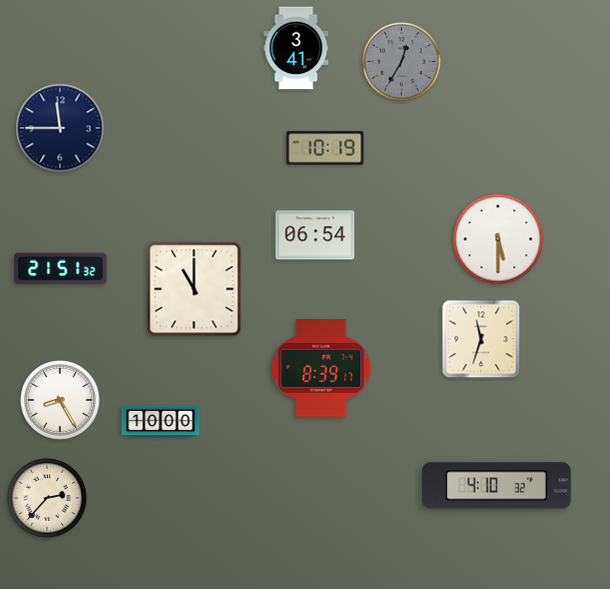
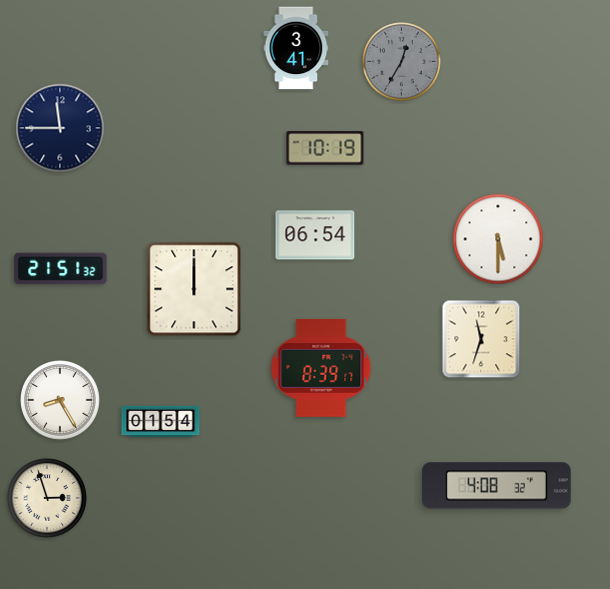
clock at (194, 289): 11:00 -> 12:00
clock at (161, 422): 10:00 -> 01:54
clock at (497, 486): 4:10 -> 4:08
clock at (47, 498): 2:37 -> 2:57
